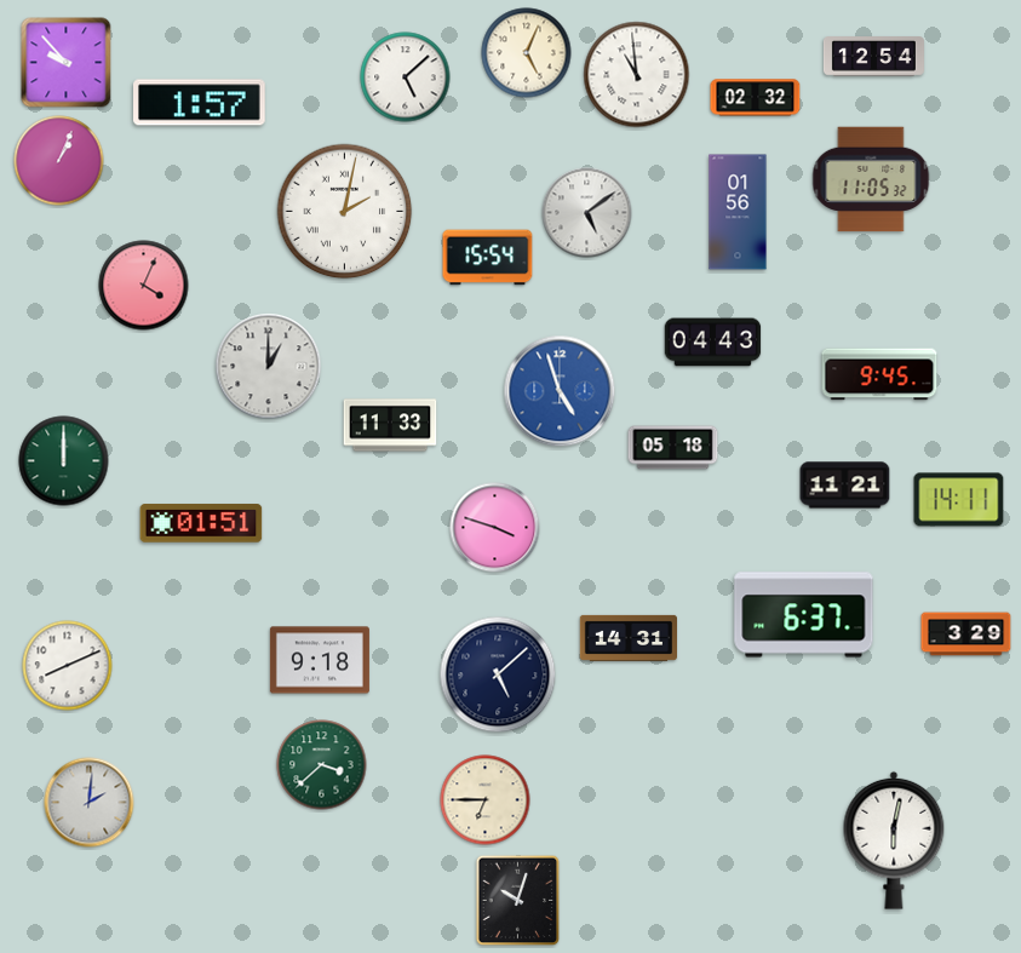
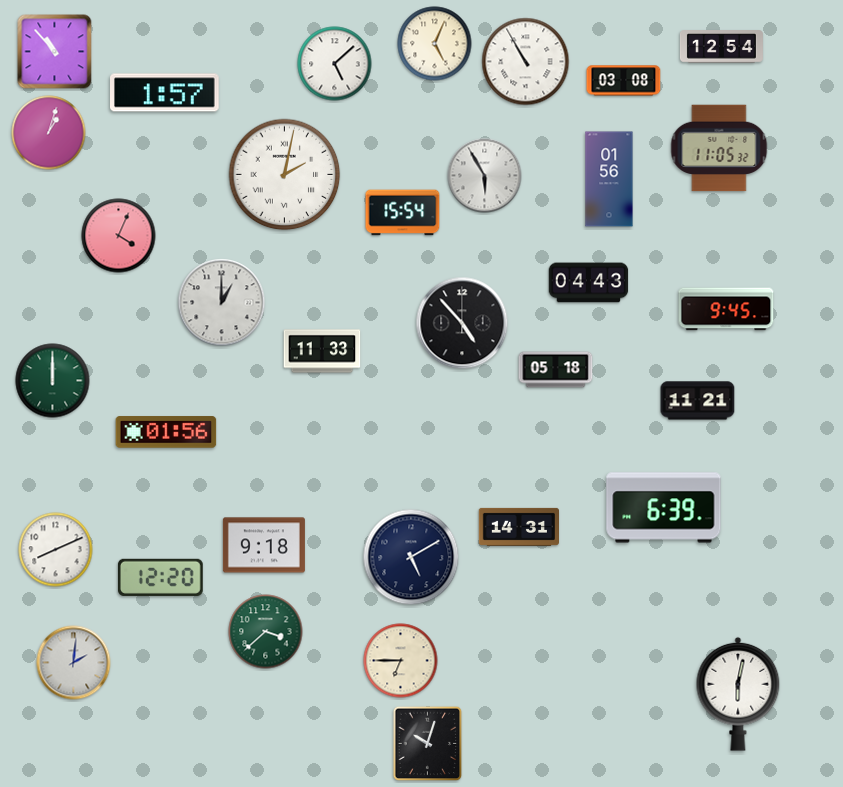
clock at (67, 63): 9:53 -> 10:53
clock at (637, 75): 10:59 -> 10:55
clock at (756, 98): 02:32 -> 03:08
clock at (200, 103) position: (200, 103) -> (165, 93)
clock at (59, 161): 1:04 -> 1:03
clock at (738, 212) position: (738, 212) -> (609, 179)
clock at (587, 213): 5:09 -> 5:55
clock at (560, 391): 4:57 -> 4:53
clock at (560, 391) dial: blue -> black
clock at (959, 500): 14:11 -> none
clock at (201, 523): 01:51 -> 01:56
clock at (495, 528): 3:48 -> none
clock at (804, 615): 6:37 -> 6:39
clock at (966, 635): 3:29 -> none
clock at (498, 674): 5:08 -> 5:10
clock at (160, 577): none -> 12:20
